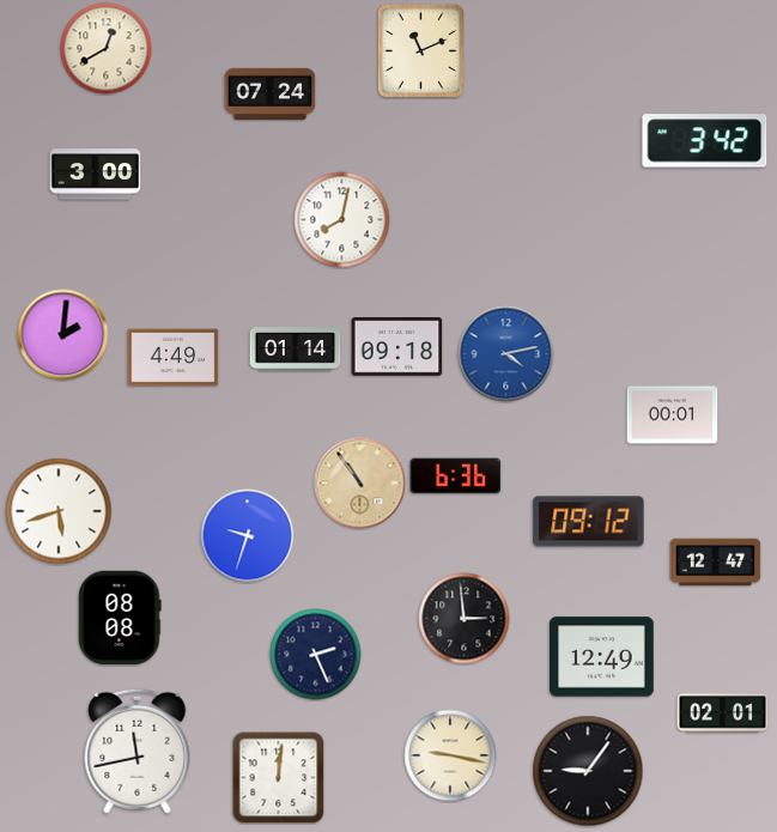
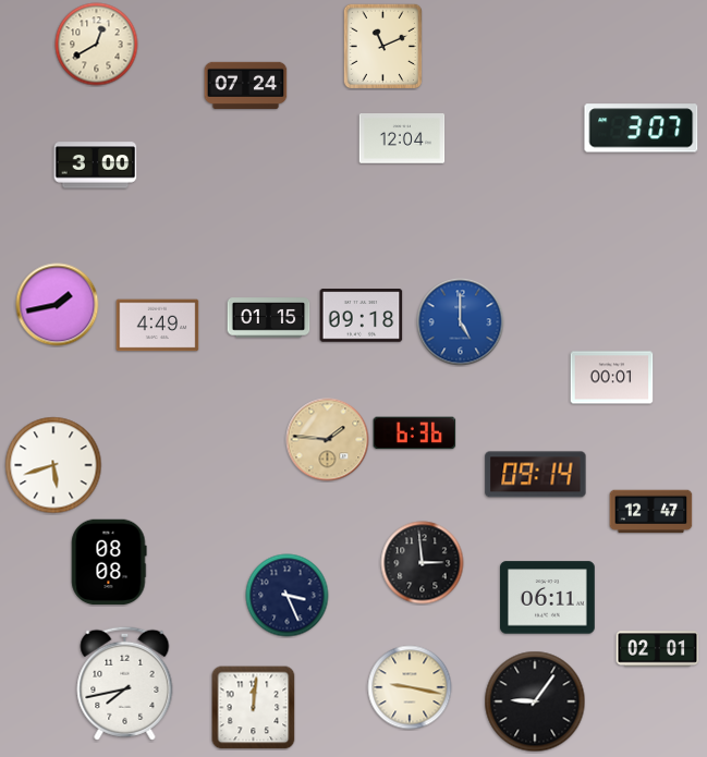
clock at (705, 141): 3:42 -> 3:07
clock at (402, 139): none -> 12:04
clock at (96, 175) position: (96, 175) -> (96, 166)
clock at (342, 220): 8:02 -> none
clock at (63, 335): 2:01 -> 1:43
clock at (296, 350): 01:14 -> 01:15
clock at (506, 354): 4:13 -> 5:00
clock at (360, 484): 10:54 -> 1:46
clock at (589, 522): 09:12 -> 09:14
clock at (248, 536): 9:33 -> none
clock at (316, 655): 2:26 -> 3:26
clock at (602, 657): 12:49 -> 06:11
clock at (138, 751): 11:43 -> 7:43
